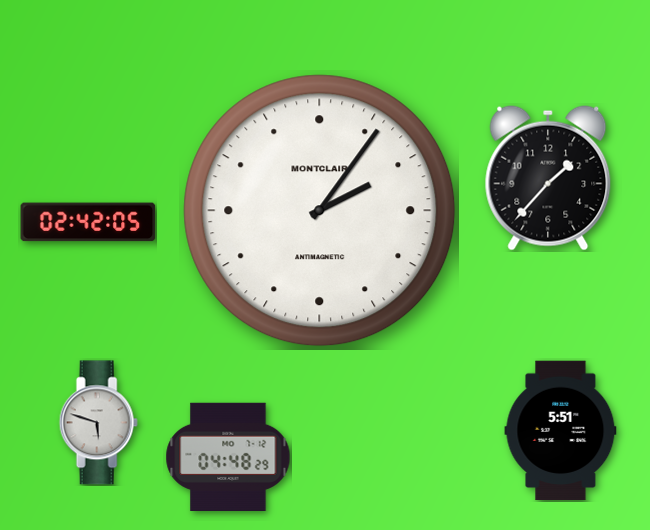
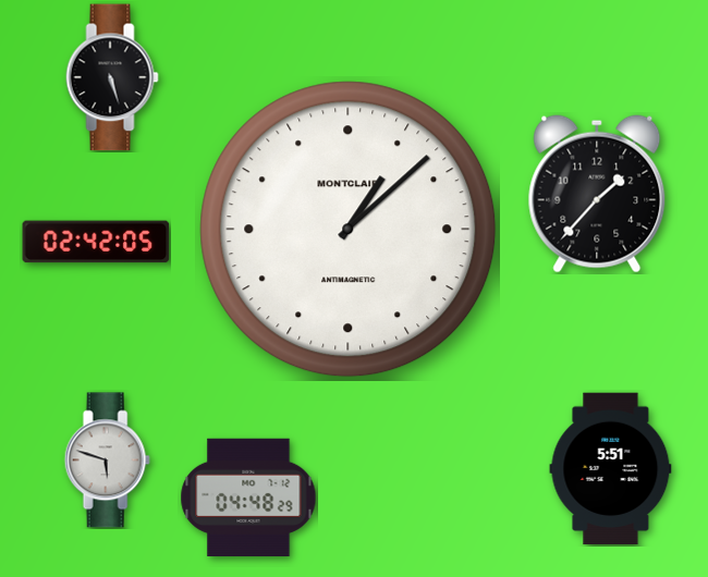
clock at (112, 77): none -> 5:27
clock at (320, 211): 2:06 -> 1:08
